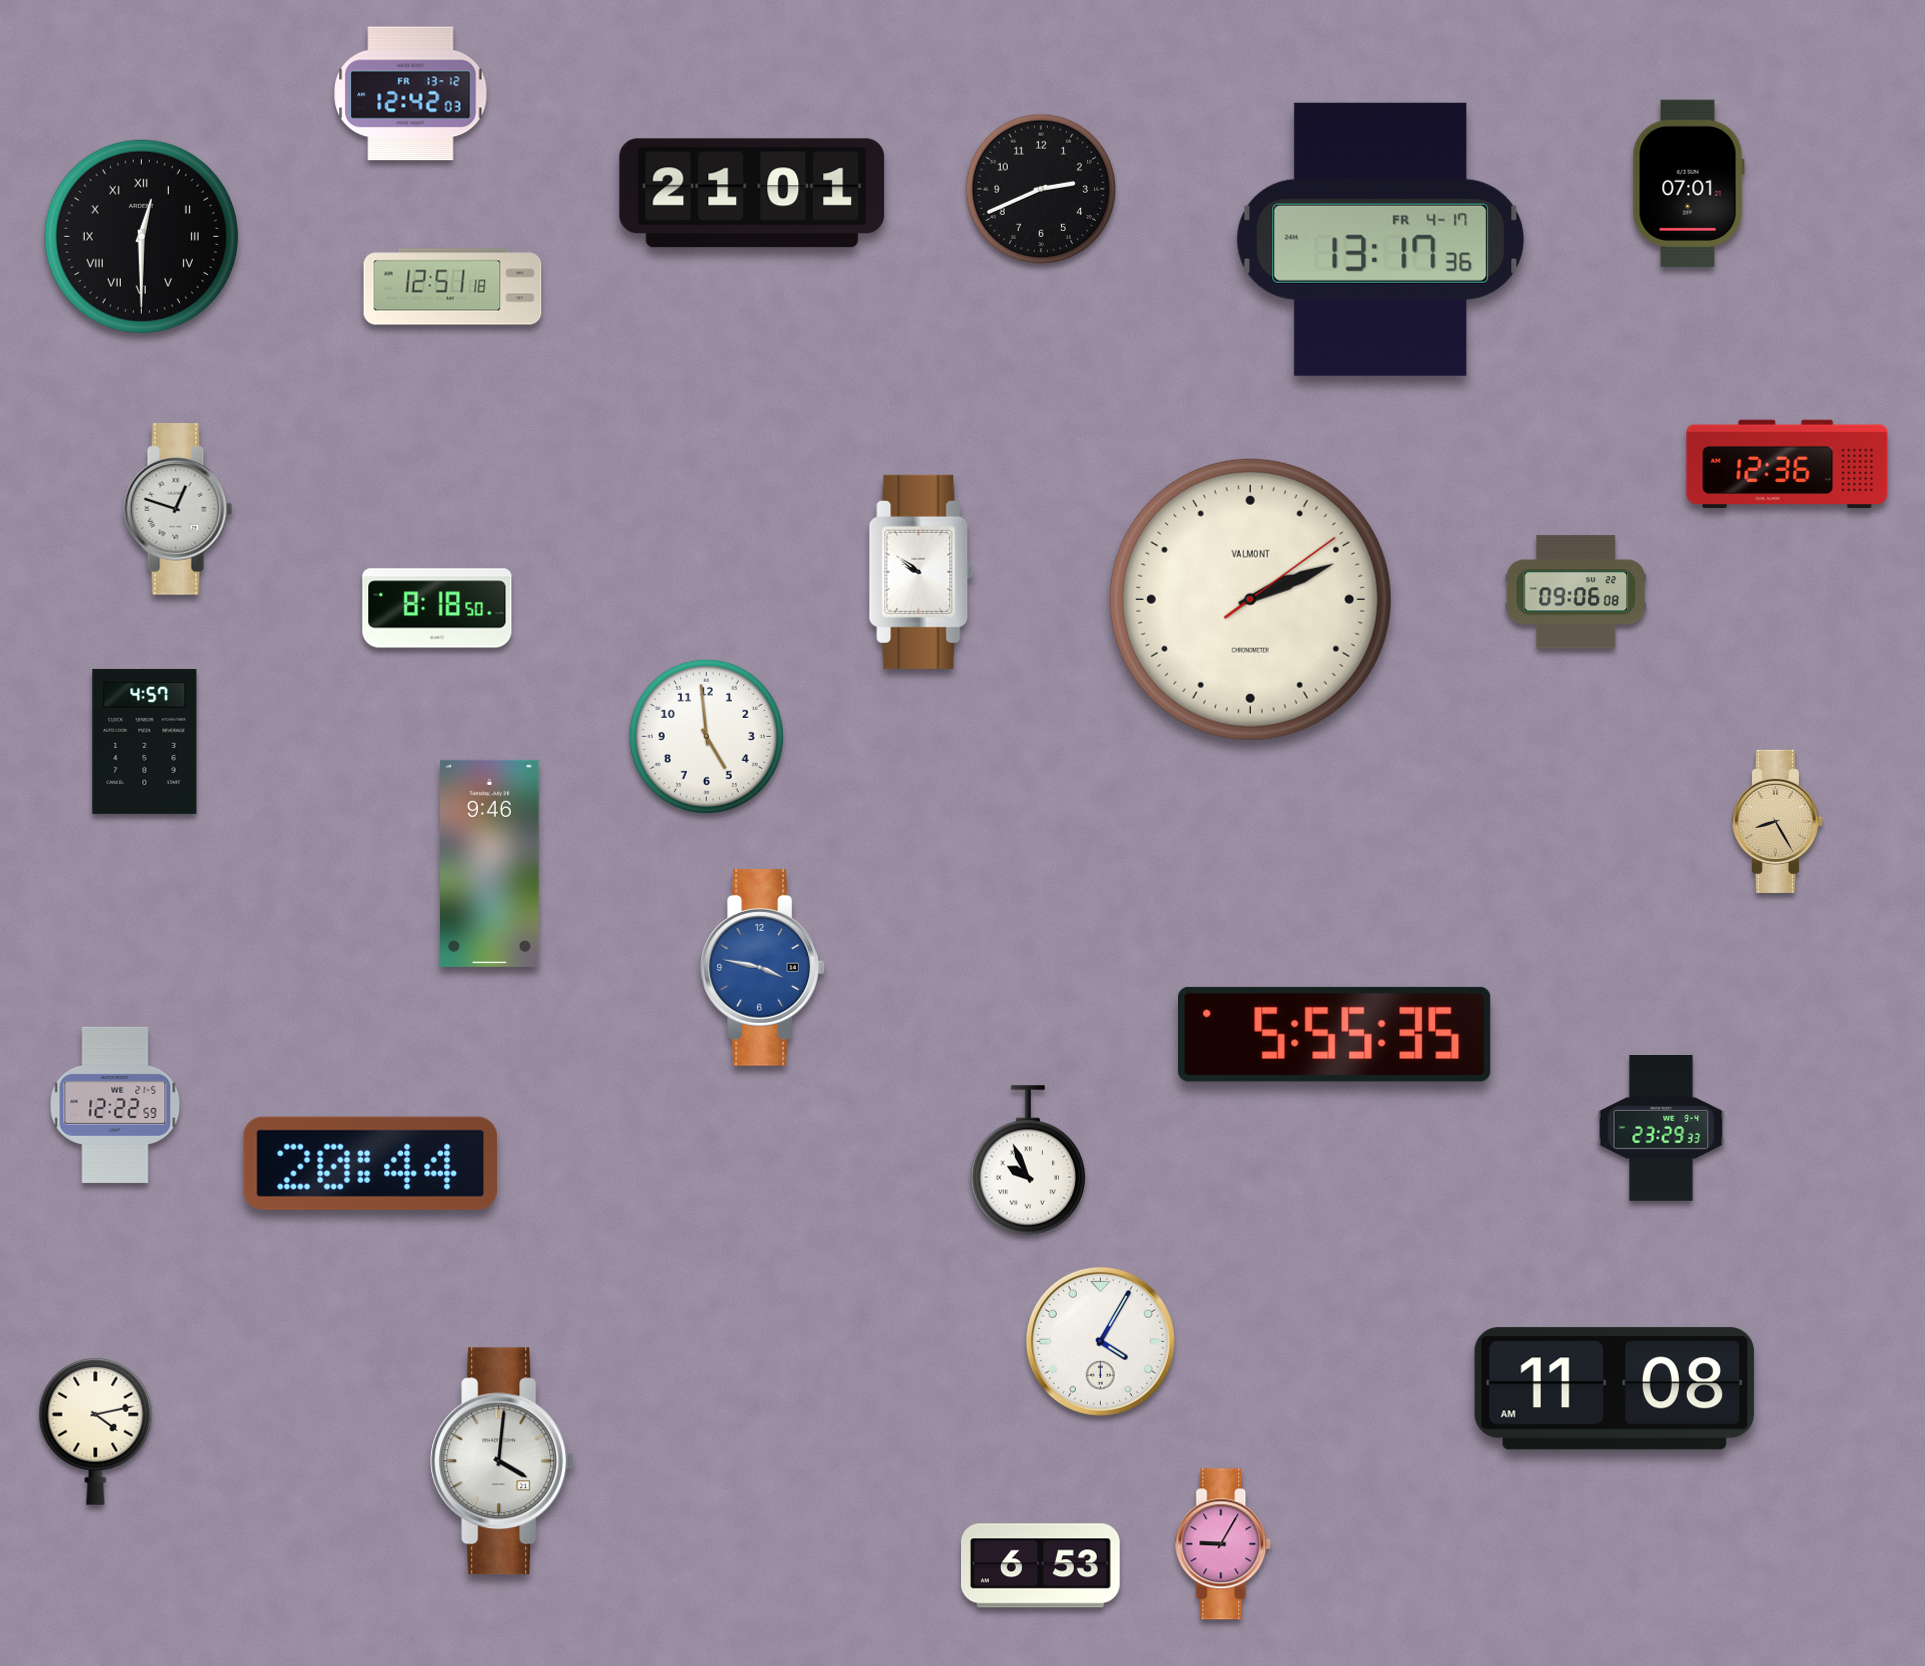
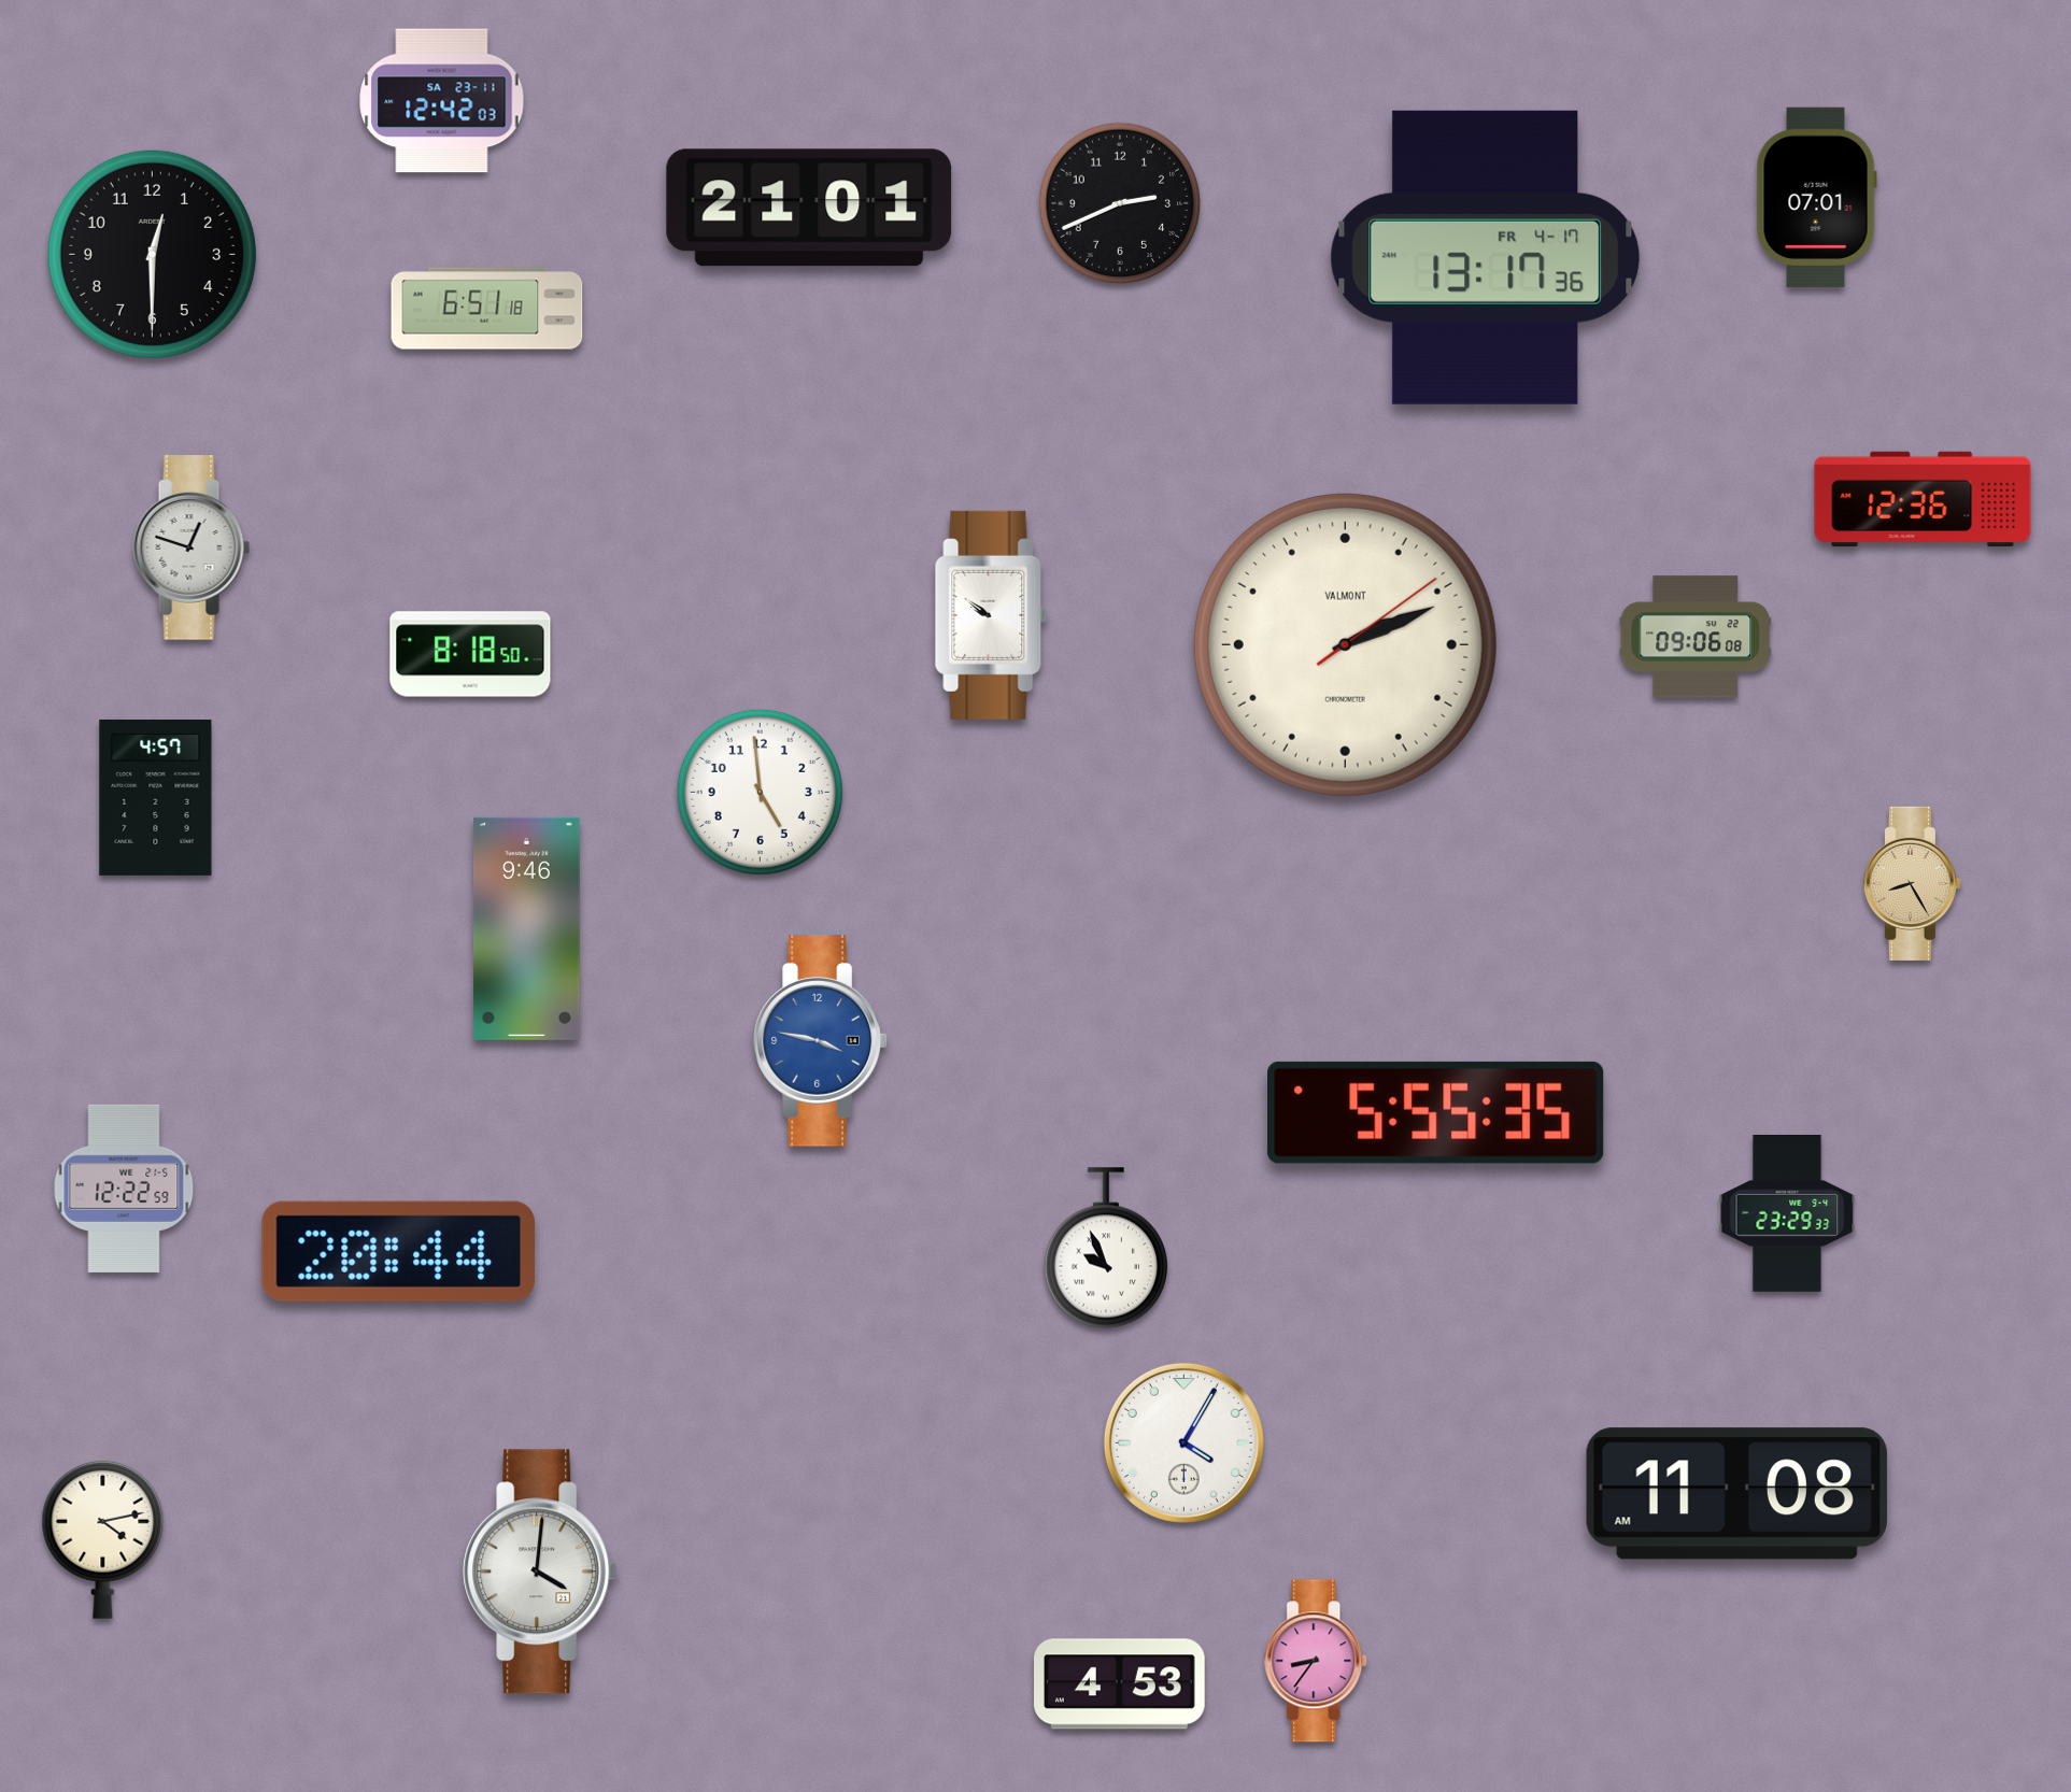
clock at (411, 94) date: FR 13-12 -> SA 23-11
clock at (141, 236) numerals: Roman -> Arabic
clock at (453, 287): 12:51 -> 6:51
clock at (1224, 1544): 9:05 -> 8:36
clock at (1041, 1566): 6:53 -> 4:53
